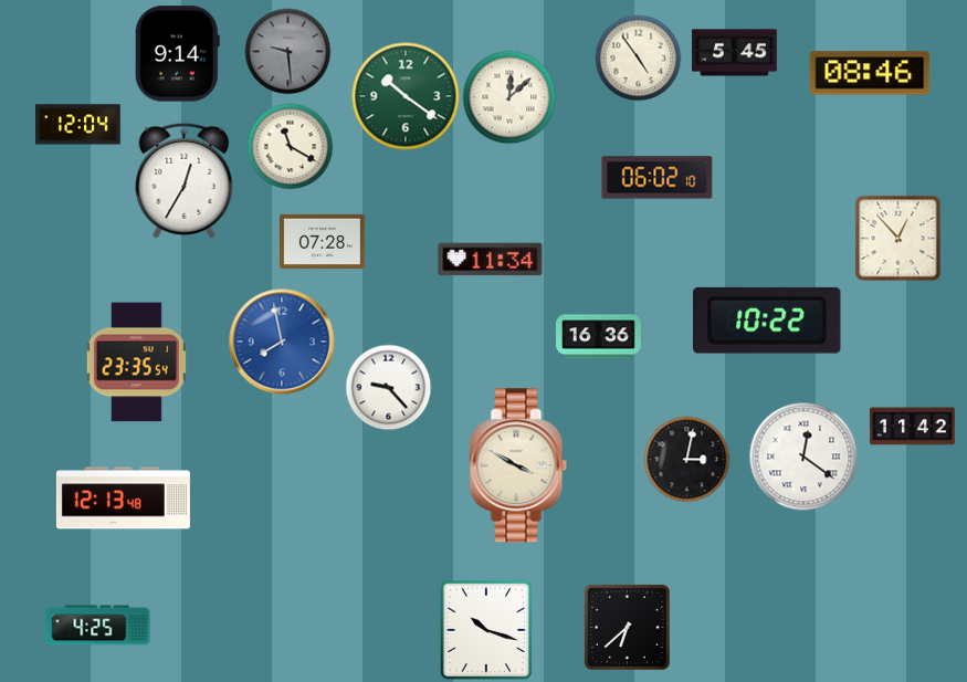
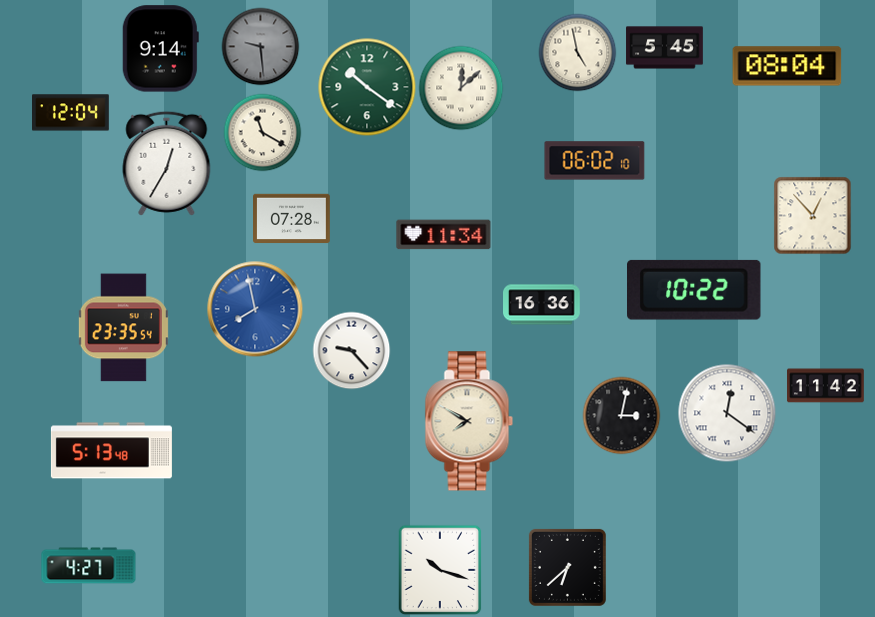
clock at (638, 57): 4:54 -> 4:58
clock at (870, 73): 08:46 -> 08:04
clock at (518, 465): 3:50 -> 7:50
clock at (123, 499): 12:13 -> 5:13
clock at (98, 626): 4:25 -> 4:27
